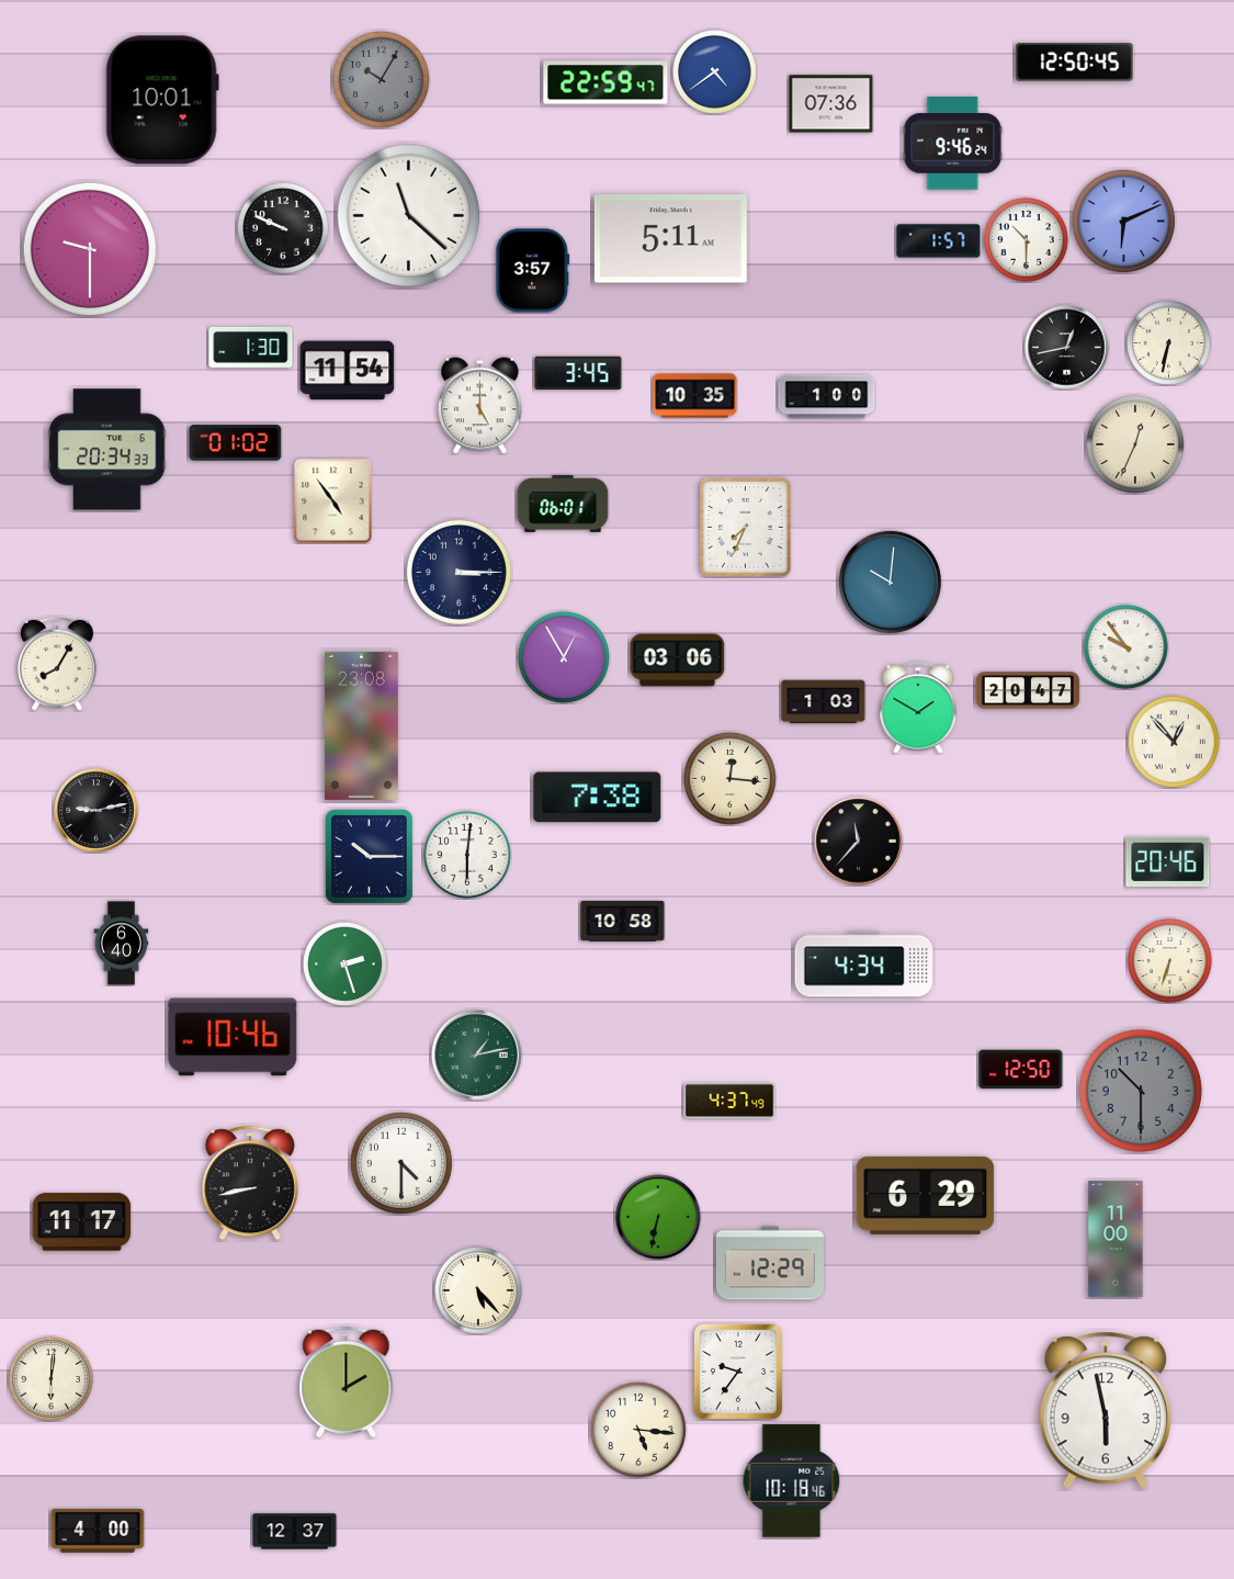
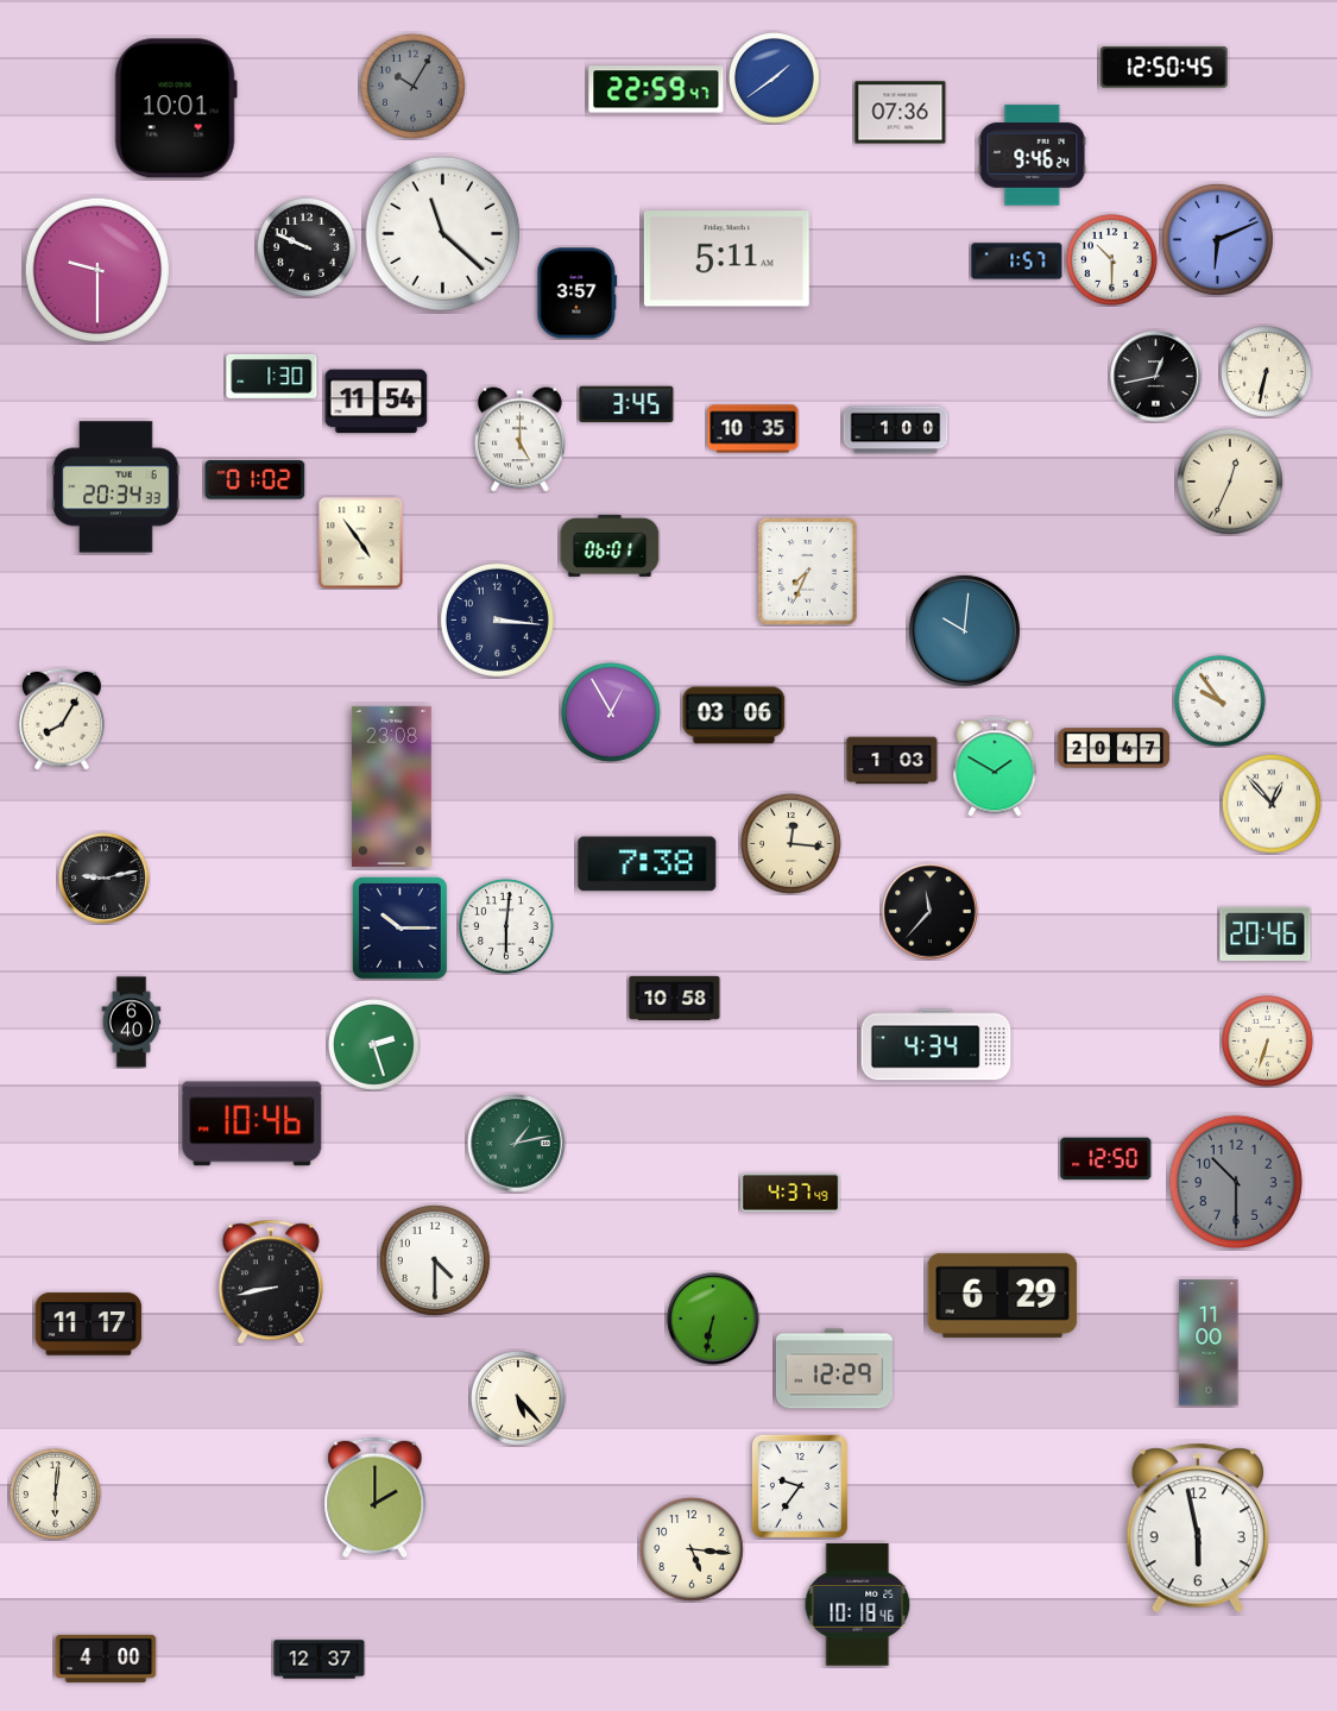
clock at (715, 72): 4:39 -> 1:39
clock at (458, 572): 3:15 -> 3:16
